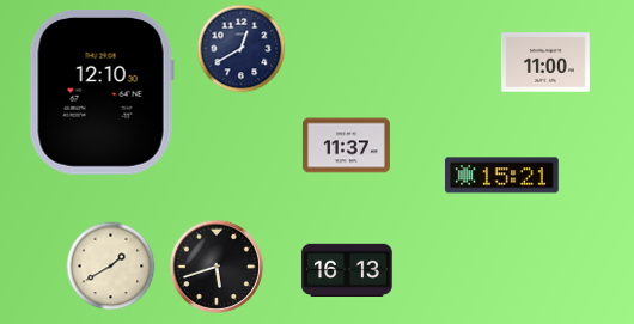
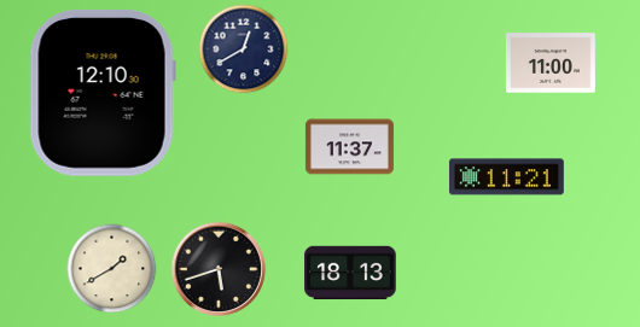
clock at (501, 176): 15:21 -> 11:21
clock at (347, 270): 16:13 -> 18:13
